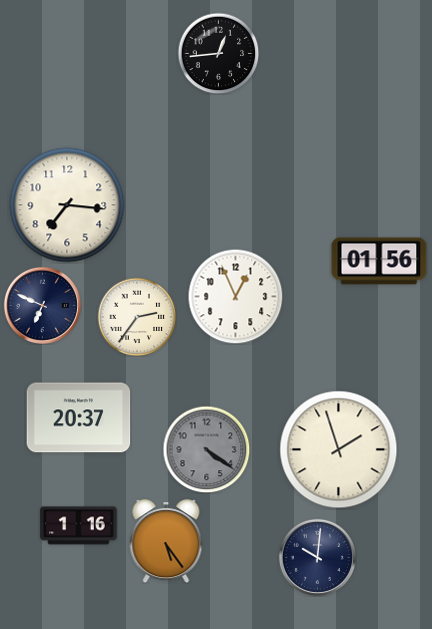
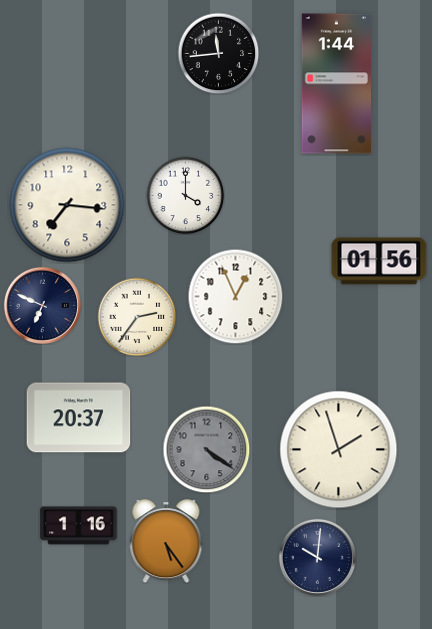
clock at (218, 53): 12:44 -> 11:44
clock at (336, 84): none -> 1:44
clock at (185, 195): none -> 4:00
